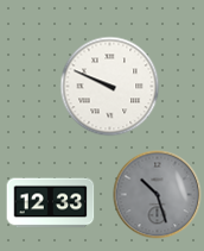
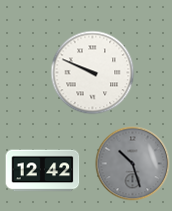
clock at (51, 203): 12:33 -> 12:42
